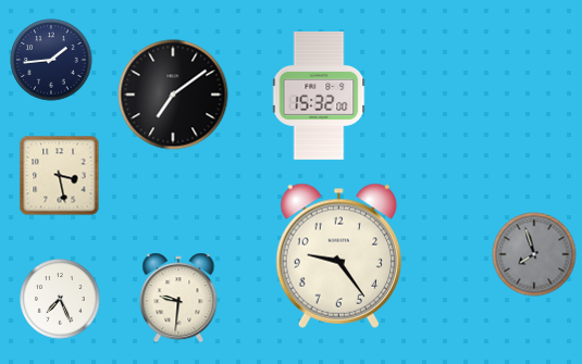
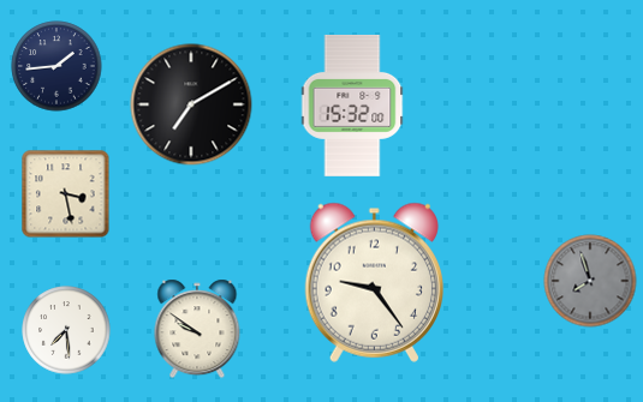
clock at (173, 95): 7:09 -> 7:10
clock at (178, 298): 9:31 -> 9:51
clock at (60, 299): 7:26 -> 7:29
